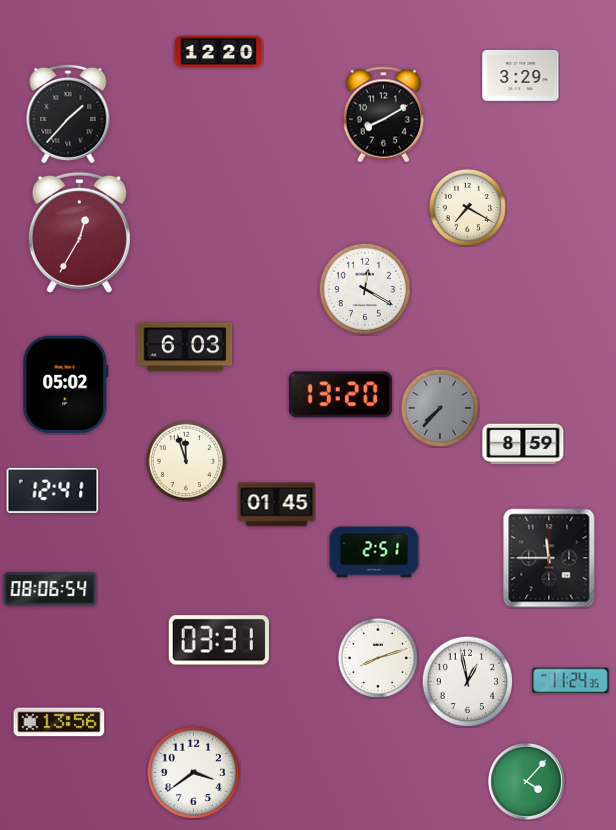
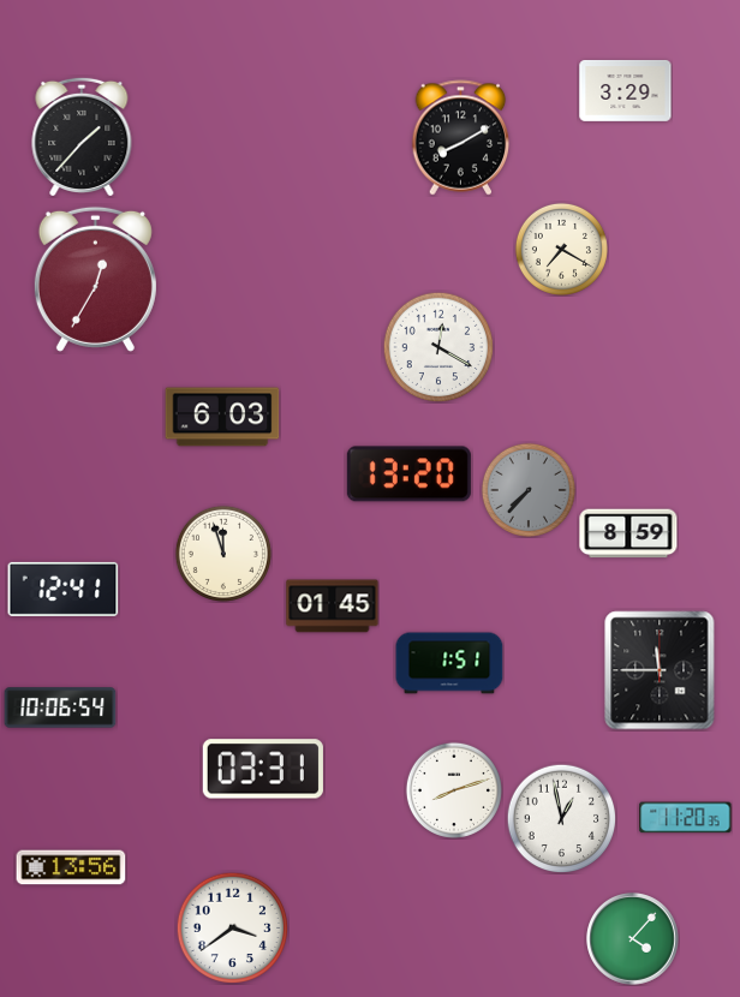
clock at (219, 52): 12:20 -> none
clock at (66, 385): 05:02 -> none
clock at (374, 552): 2:51 -> 1:51
clock at (50, 589): 08:06 -> 10:06
clock at (571, 681): 11:24 -> 11:20
